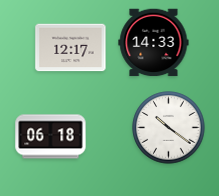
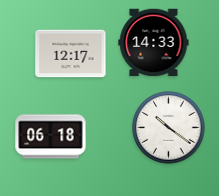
clock at (71, 48) position: (71, 48) -> (71, 54)
